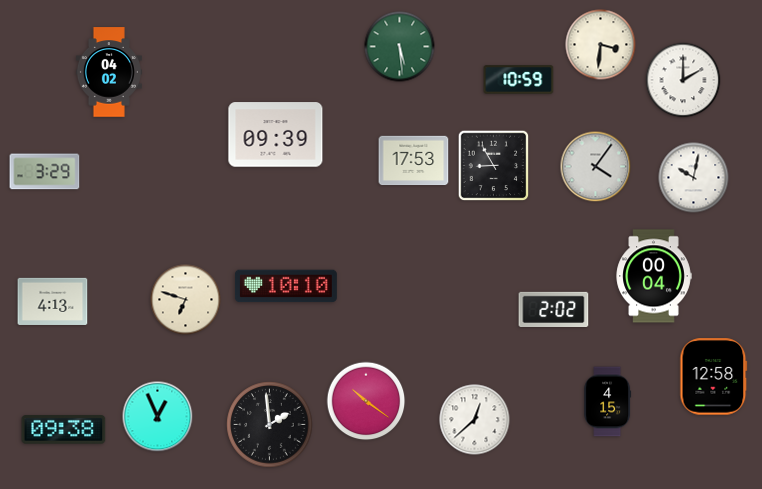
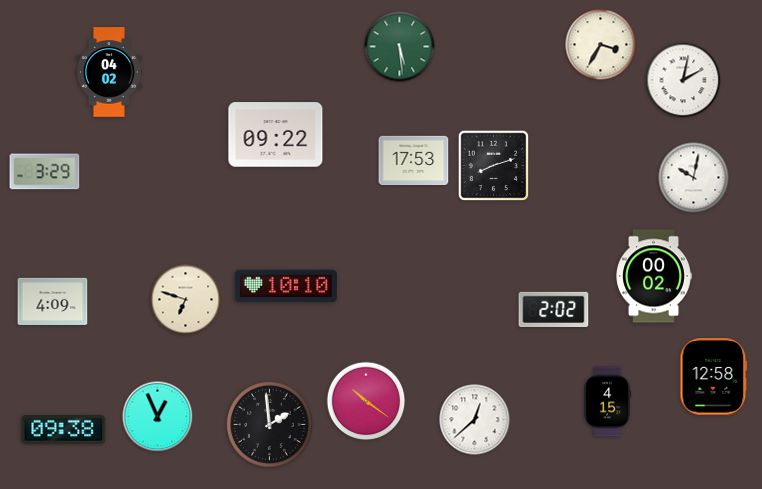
clock at (601, 45): 3:31 -> 3:35
clock at (519, 80): 10:59 -> none
clock at (683, 80): 2:00 -> 2:02
clock at (276, 135): 09:39 -> 09:22
clock at (494, 166): 8:55 -> 8:12
clock at (596, 167): 4:06 -> none
clock at (654, 276): 00:04 -> 00:02
clock at (53, 301): 4:13 -> 4:09
